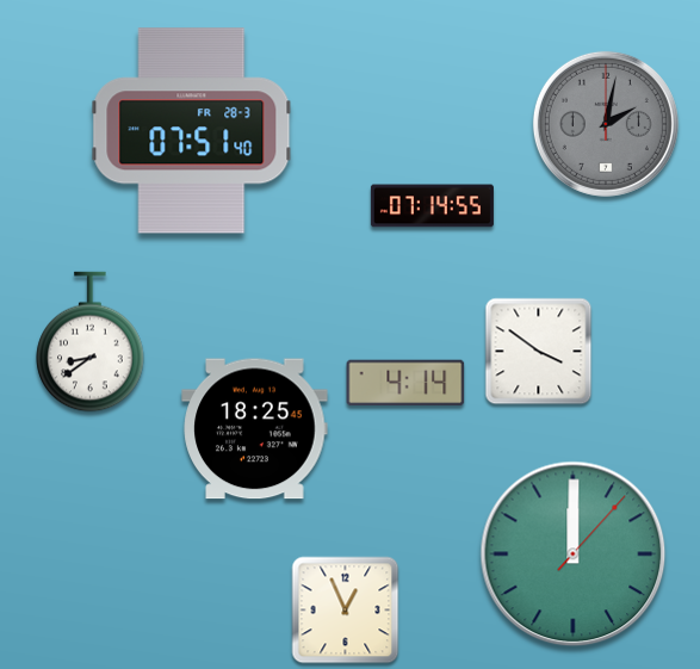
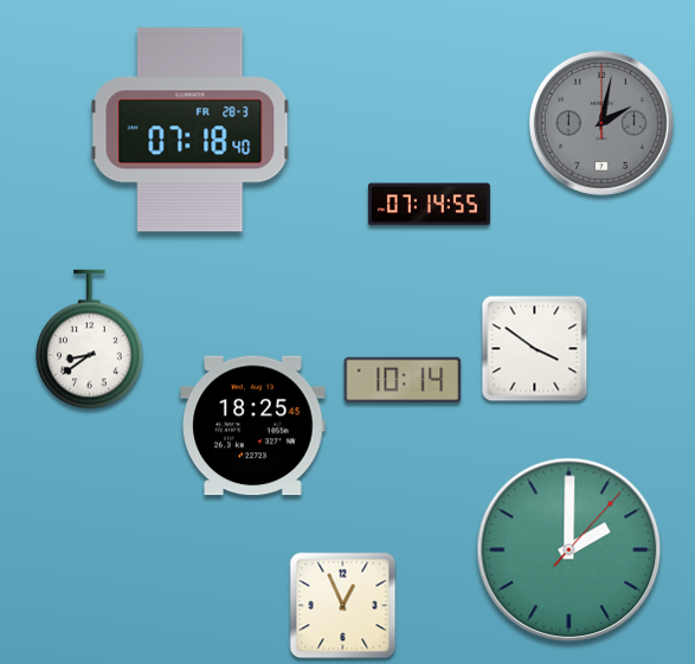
clock at (192, 131): 07:51 -> 07:18
clock at (405, 383): 4:14 -> 10:14
clock at (574, 555): 12:00 -> 2:00
